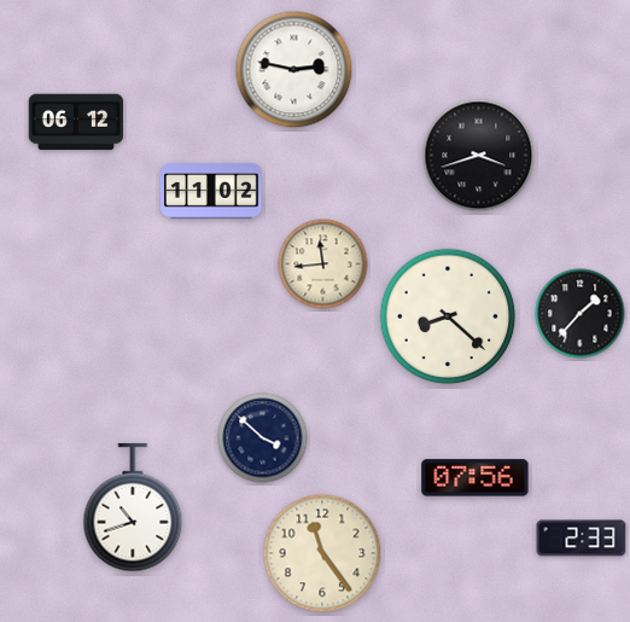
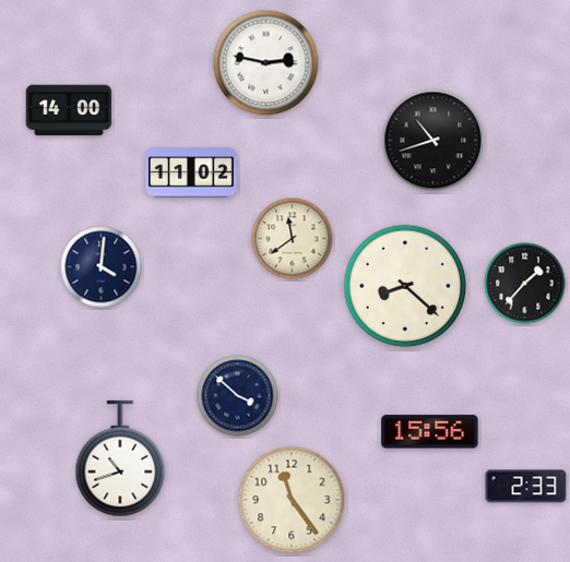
clock at (76, 122): 06:12 -> 14:00
clock at (479, 156): 3:42 -> 10:42
clock at (323, 265): 11:44 -> 11:39
clock at (102, 267): none -> 4:01
clock at (476, 478): 07:56 -> 15:56
